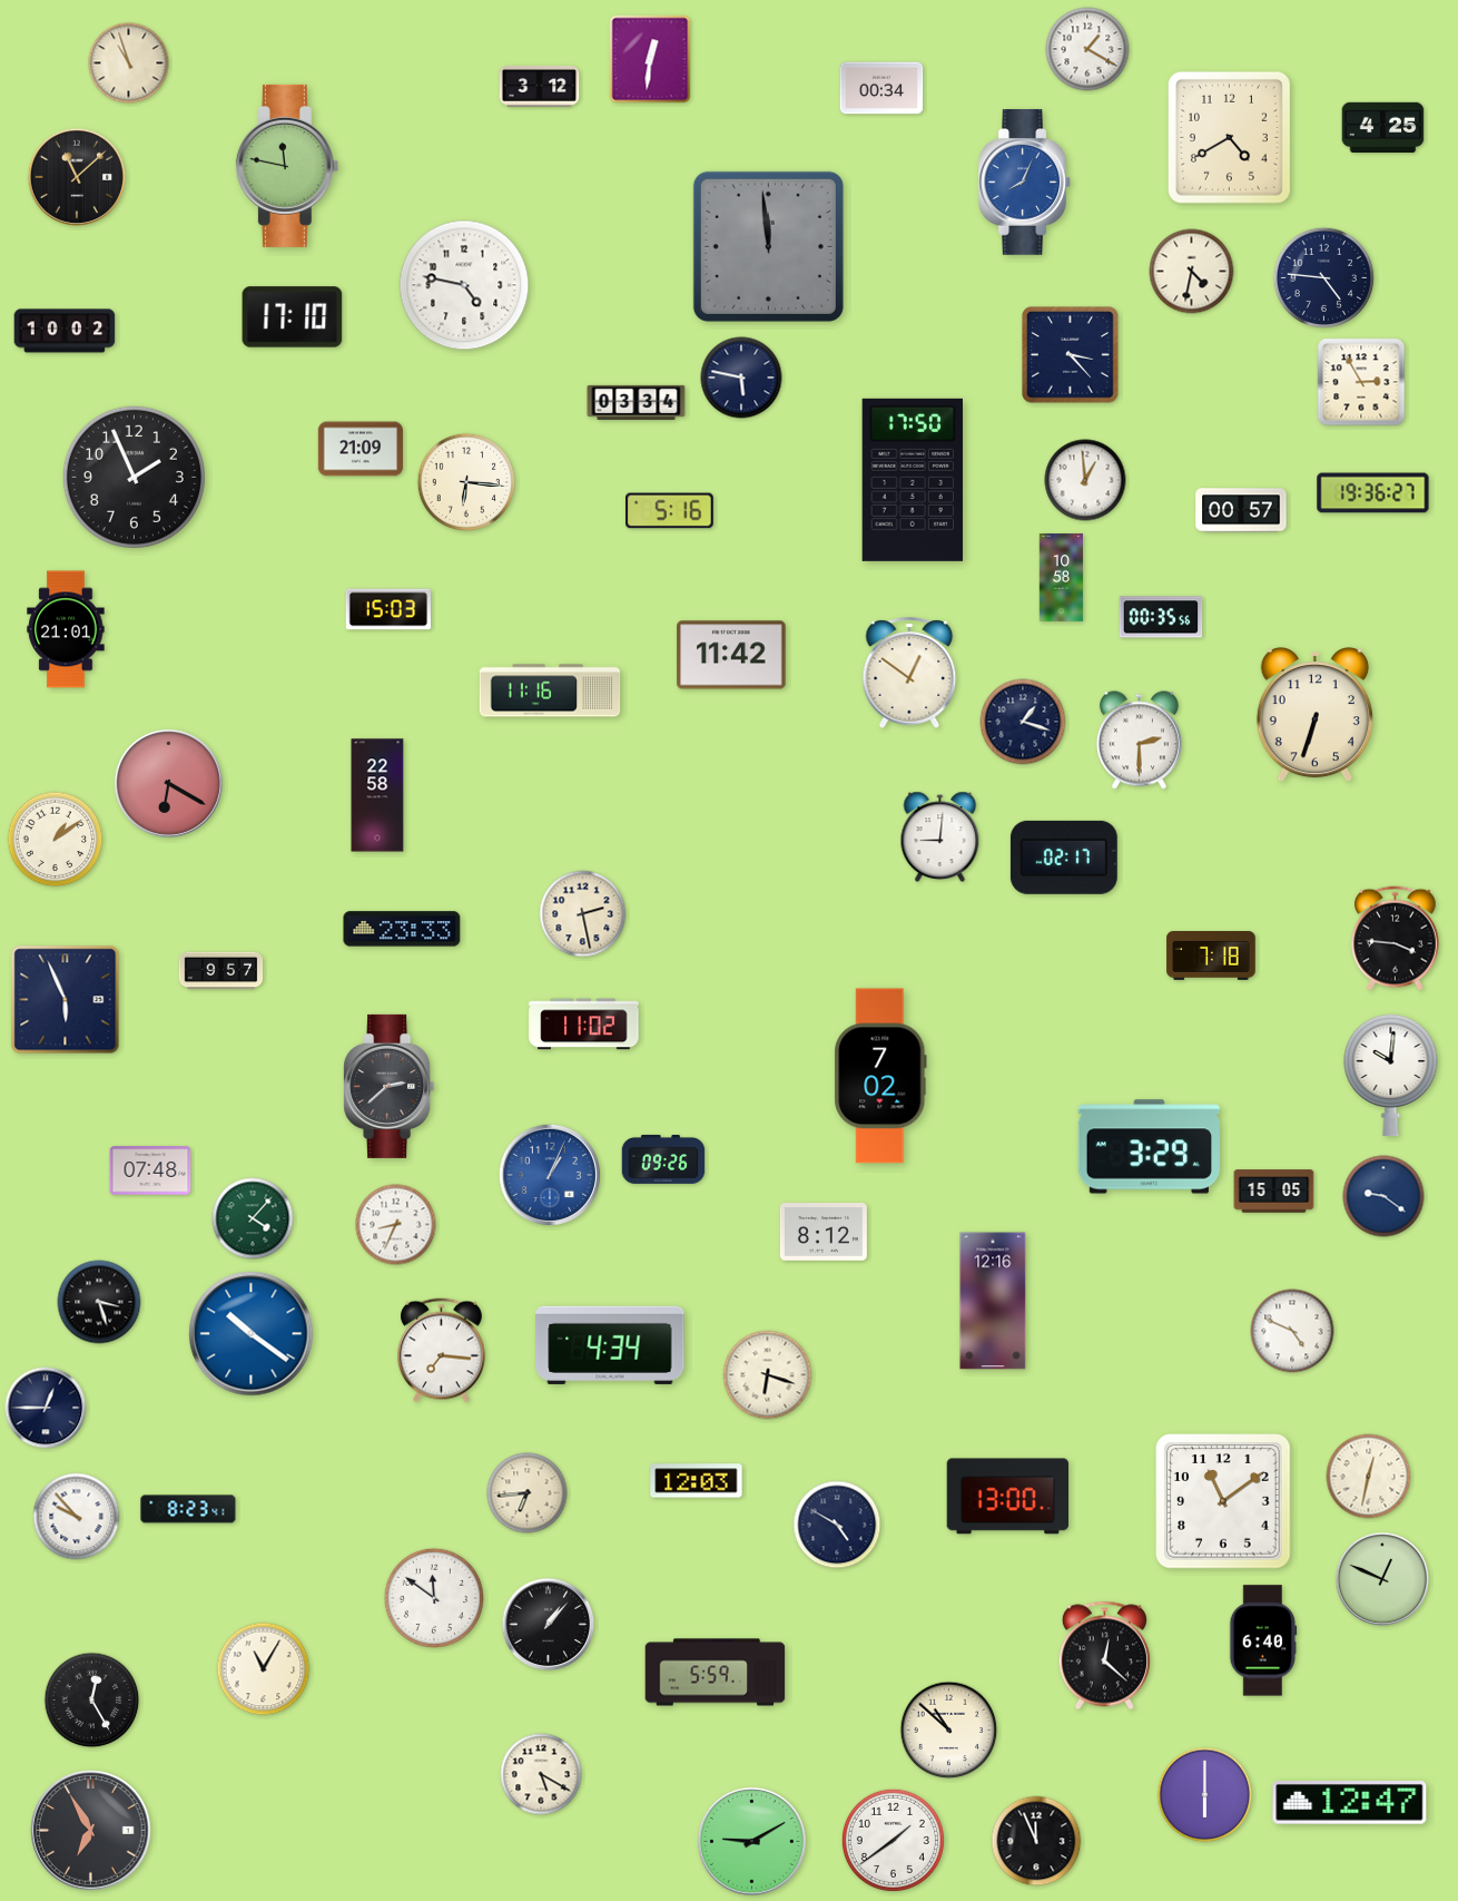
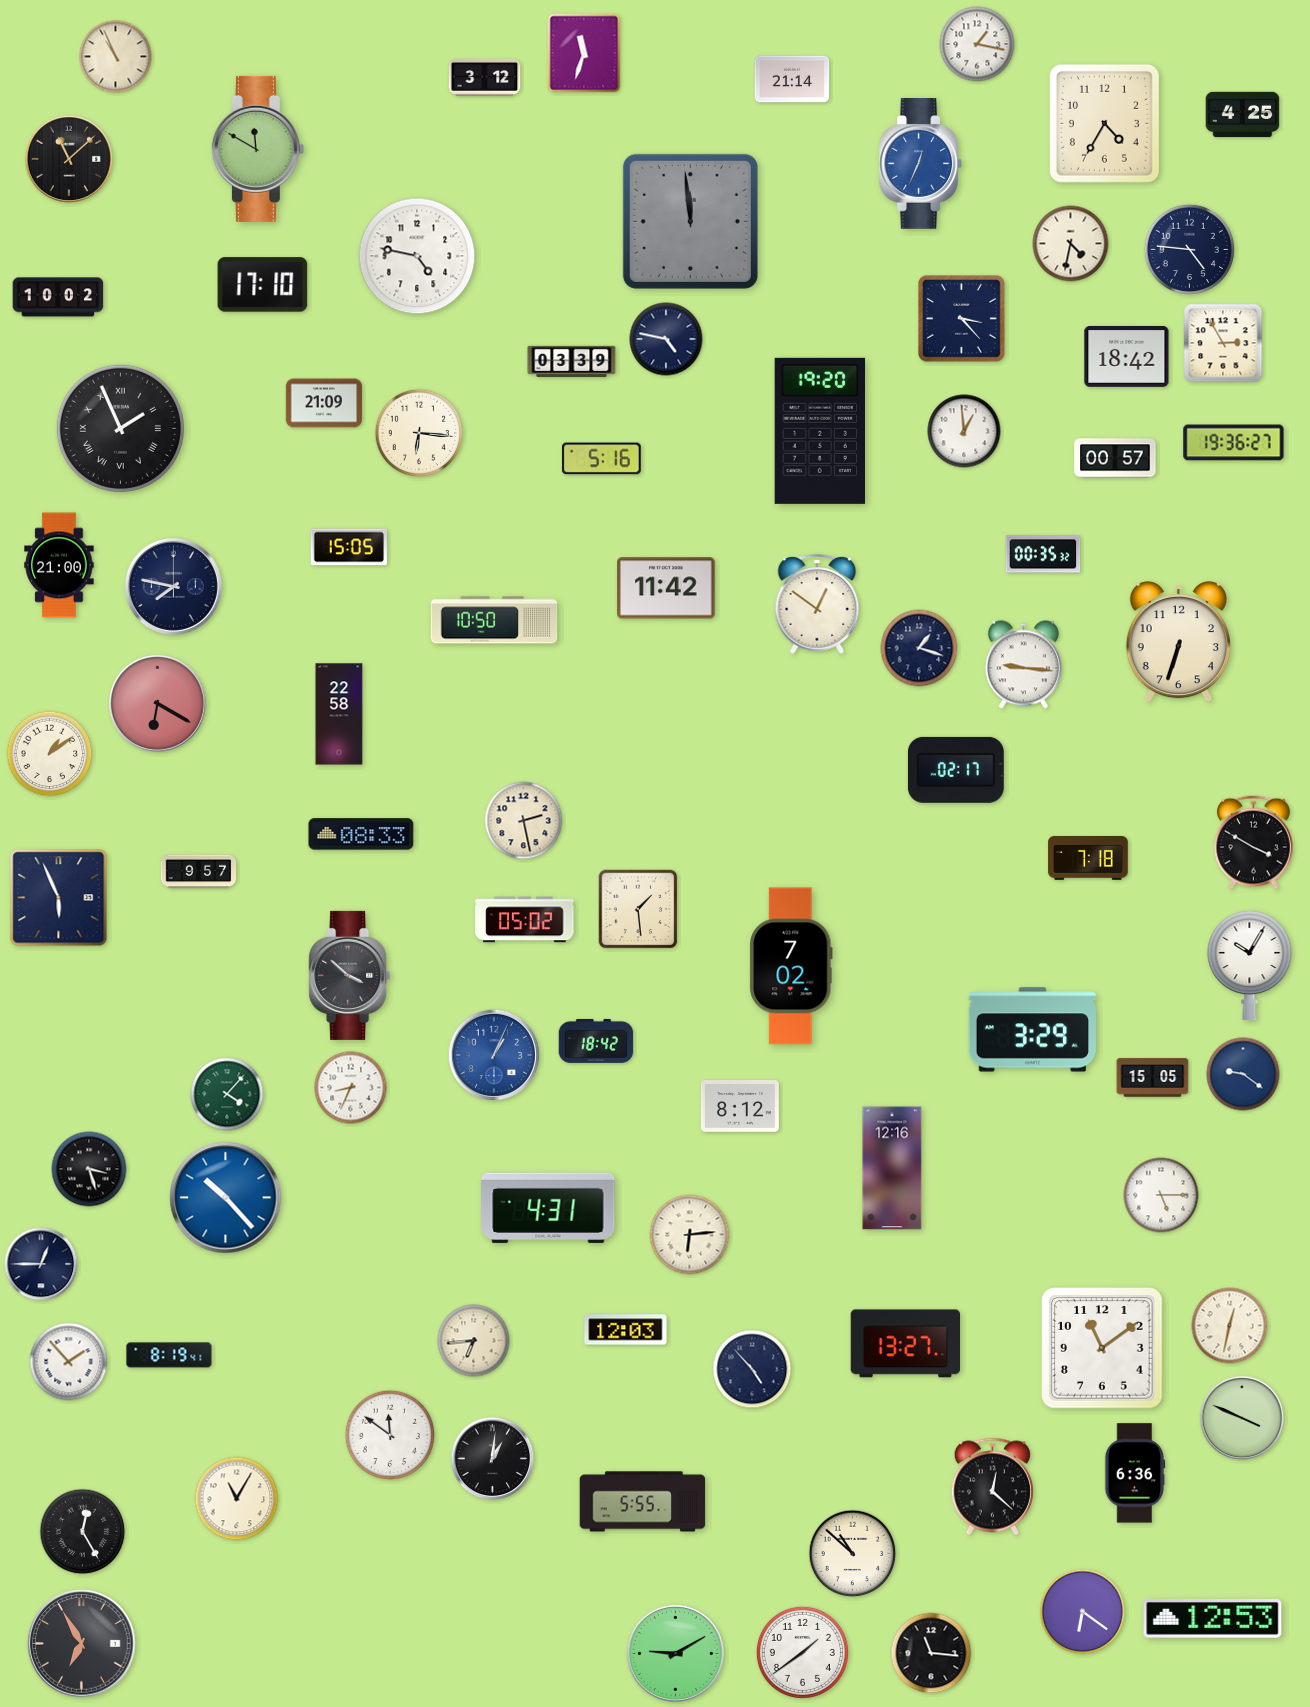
clock at (1087, 49): 1:20 -> 1:17
clock at (650, 59): 12:31 -> 11:33
clock at (129, 63): 10:57 -> 10:56
clock at (881, 88): 00:34 -> 21:14
clock at (1229, 137): 4:40 -> 4:35
clock at (287, 166): 11:47 -> 11:50
clock at (1024, 183): 8:04 -> 12:34
clock at (741, 378): 5:47 -> 4:47
clock at (1127, 356): none -> 18:42
clock at (637, 402): 03:34 -> 03:39
clock at (134, 477) numerals: Arabic -> Roman
clock at (912, 480): 17:50 -> 19:20
clock at (1085, 480) position: (1085, 480) -> (964, 431)
clock at (1061, 578): 10:58 -> none
clock at (387, 609): 15:03 -> 15:05
clock at (1161, 617): 00:35:56 -> 00:35:32
clock at (66, 629): 21:01 -> 21:00
clock at (173, 586): none -> 7:47
clock at (731, 655) position: (731, 655) -> (666, 588)
clock at (550, 690): 11:16 -> 10:50
clock at (1314, 715) position: (1314, 715) -> (1178, 642)
clock at (1139, 741): 2:30 -> 9:16
clock at (168, 783) position: (168, 783) -> (157, 703)
clock at (940, 836): 9:01 -> none
clock at (402, 929): 23:33 -> 08:33
clock at (1396, 939): 3:46 -> 3:50
clock at (638, 909): none -> 1:29
clock at (584, 1025): 11:02 -> 05:02
clock at (1391, 1075): 10:01 -> 10:05
clock at (390, 1086): 2:38 -> 3:52
clock at (663, 1159): 09:26 -> 18:42
clock at (150, 1170): 07:48 -> none
clock at (1274, 1192) position: (1274, 1192) -> (1153, 1078)
clock at (396, 1225) position: (396, 1225) -> (351, 1088)
clock at (1292, 1331): 4:49 -> 5:15
clock at (252, 1334): 10:21 -> 10:23
clock at (610, 1345): 4:34 -> 4:31
clock at (442, 1351): 7:16 -> none
clock at (768, 1375): 6:18 -> 6:14
clock at (1007, 1497): 13:00 -> 13:27
clock at (1224, 1502) position: (1224, 1502) -> (1103, 1349)
clock at (188, 1509): 8:23 -> 8:19
clock at (77, 1517): 9:53 -> 1:53
clock at (837, 1525): 4:50 -> 4:53
clock at (1382, 1579): 12:49 -> 3:49
clock at (549, 1625): 1:07 -> 1:01
clock at (1263, 1640): 6:40 -> 6:36
clock at (716, 1673): 5:59 -> 5:55
clock at (92, 1701) position: (92, 1701) -> (83, 1532)
clock at (541, 1774): 5:20 -> none
clock at (1205, 1795): 6:00 -> 6:21
clock at (1350, 1803): 12:47 -> 12:53
clock at (1036, 1841): 11:56 -> 11:16
